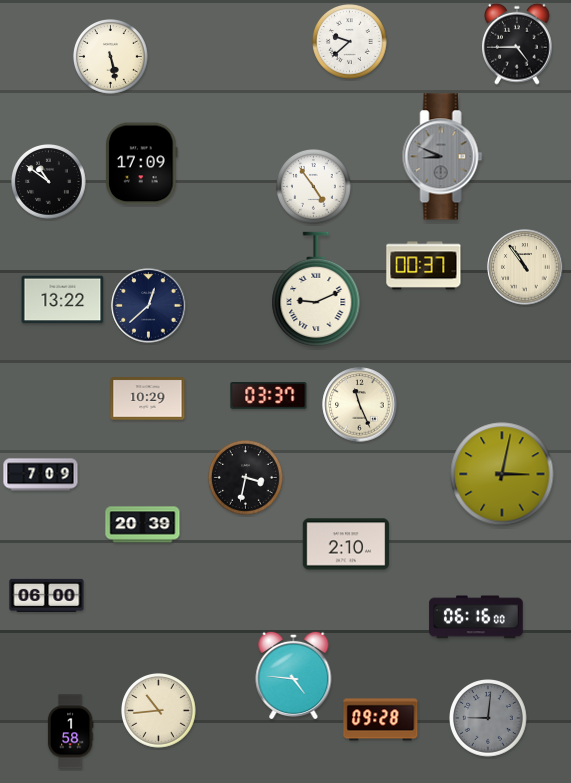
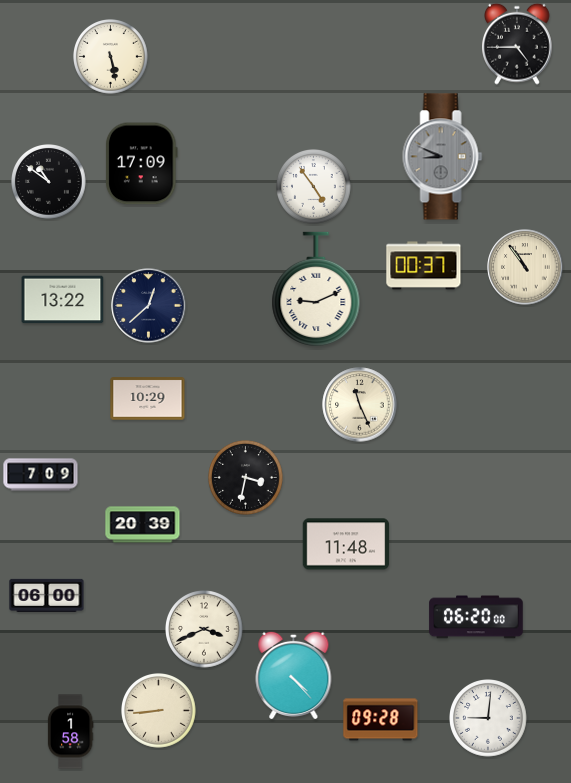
clock at (350, 42): 9:38 -> none
clock at (269, 396): 03:37 -> none
clock at (502, 474): 3:02 -> none
clock at (346, 544): 2:10 -> 11:48
clock at (476, 617): 06:16 -> 06:20
clock at (204, 629): none -> 3:41
clock at (294, 675): 4:46 -> 4:23
clock at (159, 711): 10:44 -> 8:44
clock at (488, 718) dial: grey -> white
